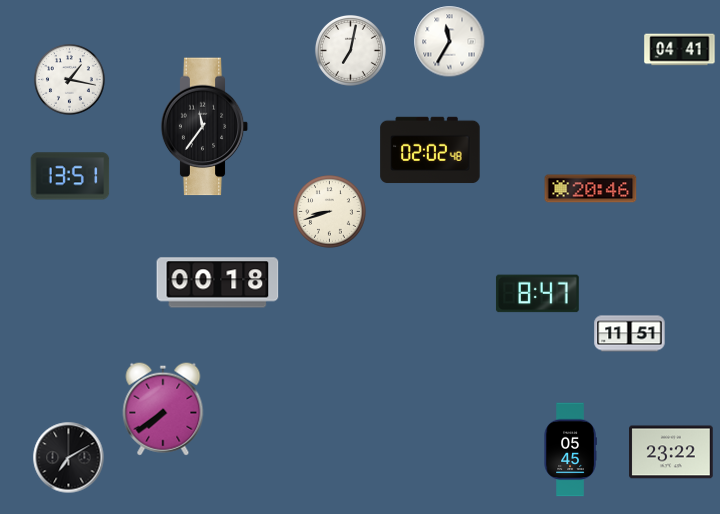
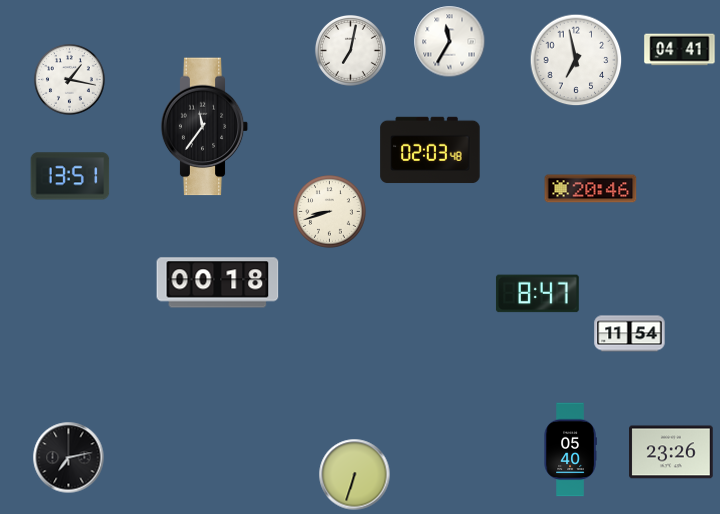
clock at (576, 60): none -> 6:58
clock at (430, 150): 02:02 -> 02:03
clock at (630, 334): 11:51 -> 11:54
clock at (163, 409): 7:39 -> none
clock at (570, 450): 05:45 -> 05:40
clock at (671, 452): 23:22 -> 23:26
clock at (69, 458): 7:10 -> 7:13
clock at (355, 475): none -> 6:33
